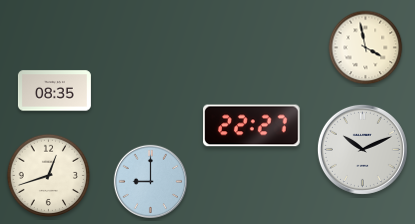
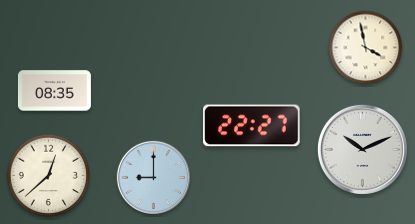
clock at (49, 176): 12:42 -> 12:38
clock at (150, 181) position: (150, 181) -> (153, 177)
